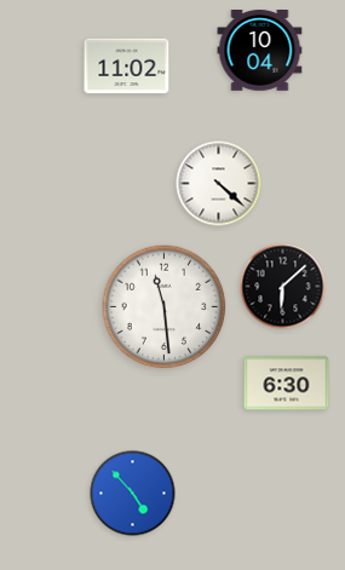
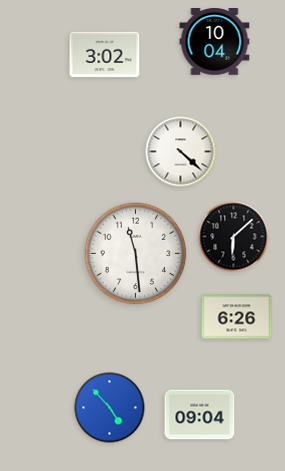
clock at (127, 67): 11:02 -> 3:02
clock at (287, 384): 6:30 -> 6:26
clock at (200, 415): none -> 09:04
